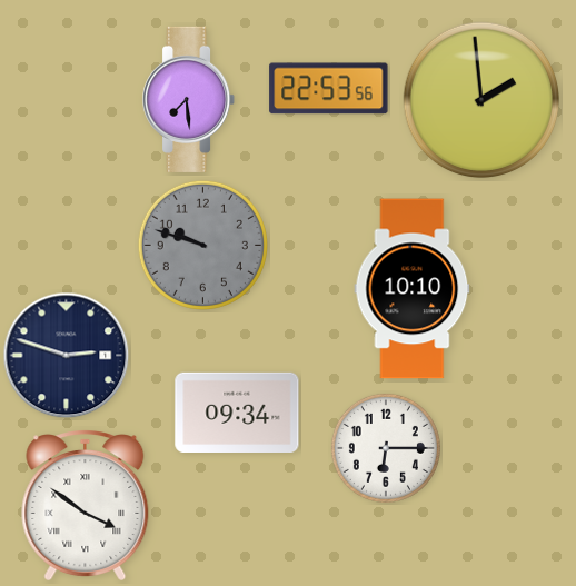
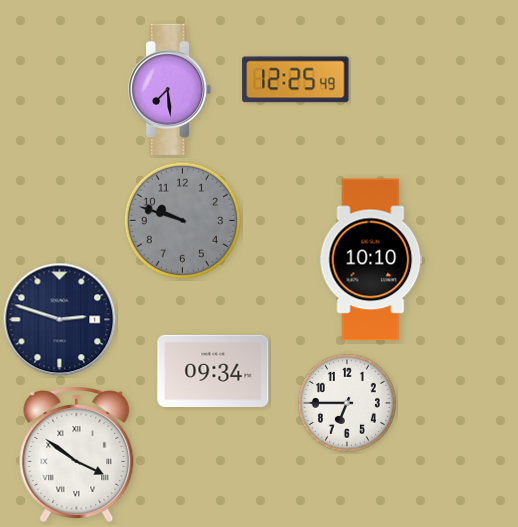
clock at (329, 89): 22:53 -> 12:25
clock at (481, 100): 1:59 -> none
clock at (386, 448): 6:15 -> 6:45
